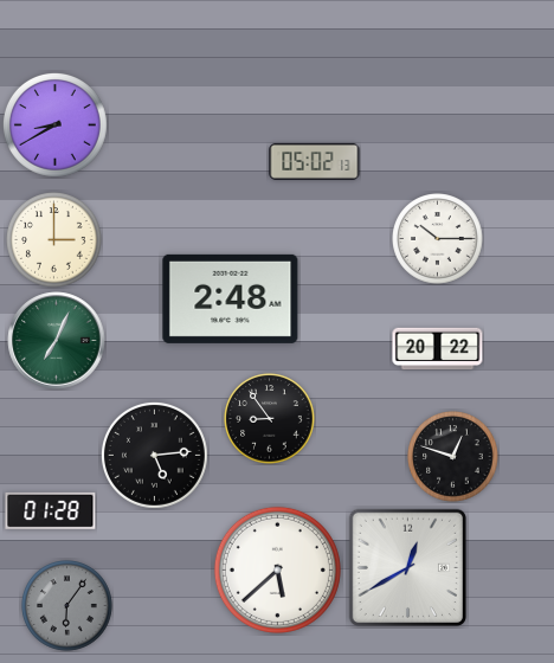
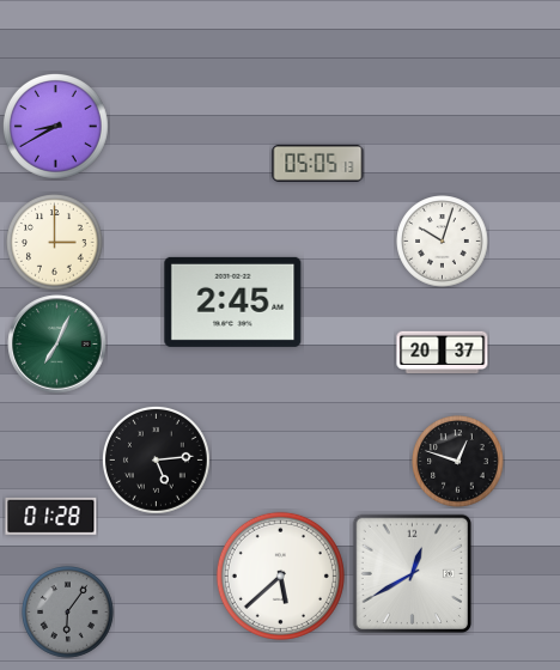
clock at (315, 161): 05:02 -> 05:05
clock at (438, 239): 10:15 -> 10:03
clock at (231, 298): 2:48 -> 2:45
clock at (438, 349): 20:22 -> 20:37
clock at (270, 419): 8:54 -> none
